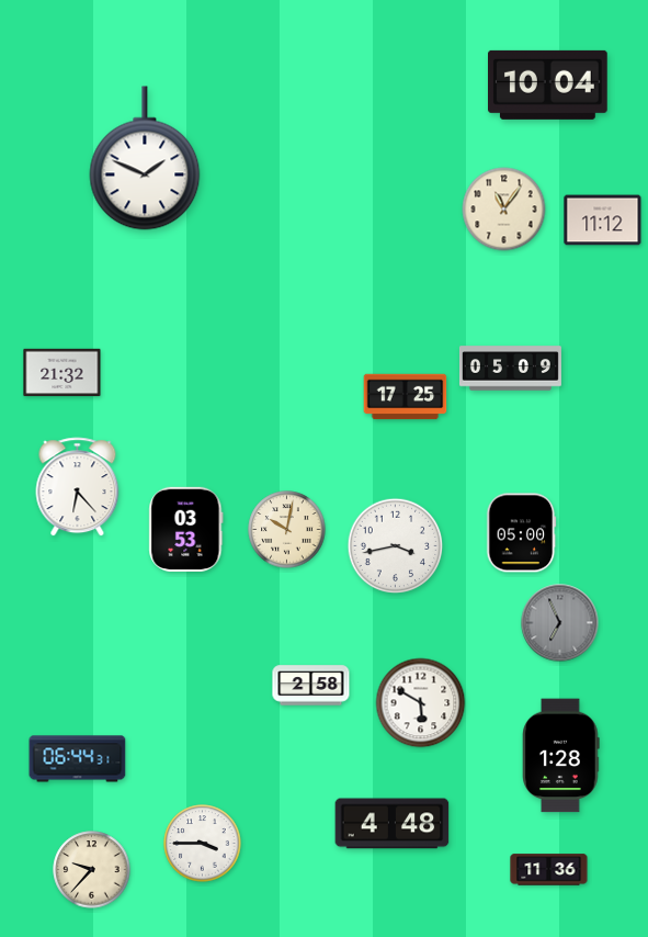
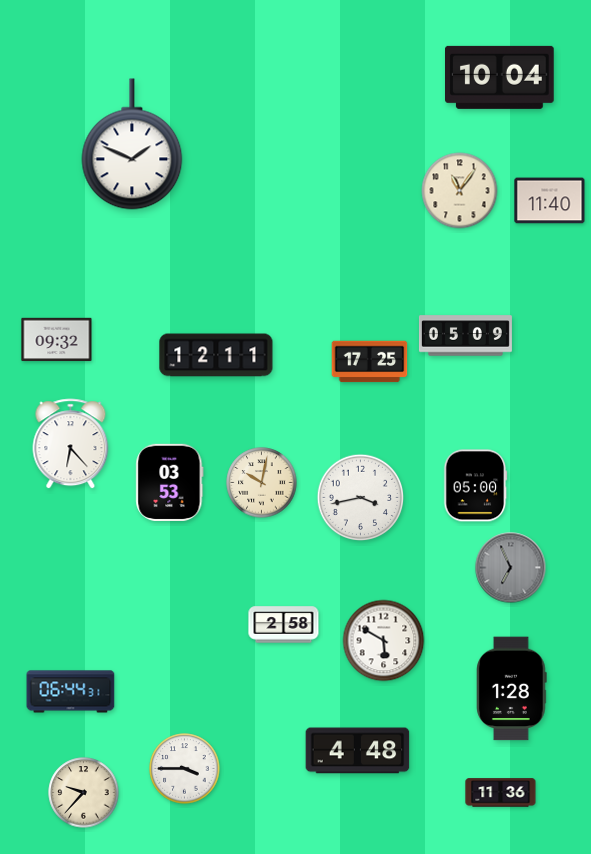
clock at (603, 221): 11:12 -> 11:40
clock at (62, 373): 21:32 -> 09:32
clock at (216, 355): none -> 12:11
